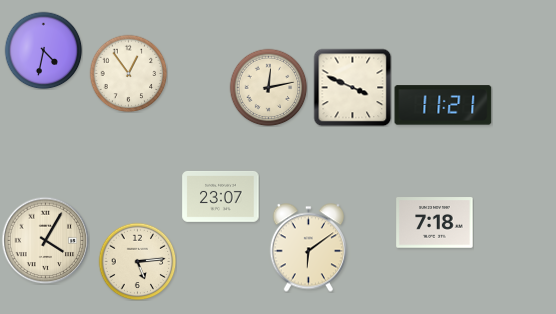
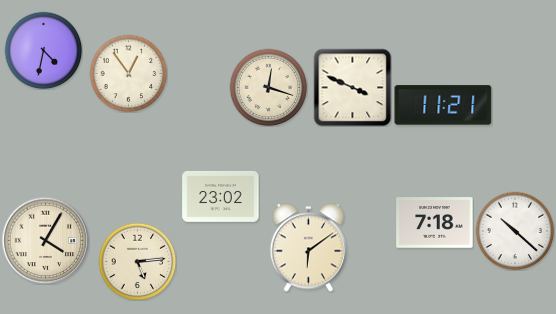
clock at (268, 87): 12:13 -> 12:18
clock at (221, 196): 23:07 -> 23:02
clock at (515, 231): none -> 10:22
